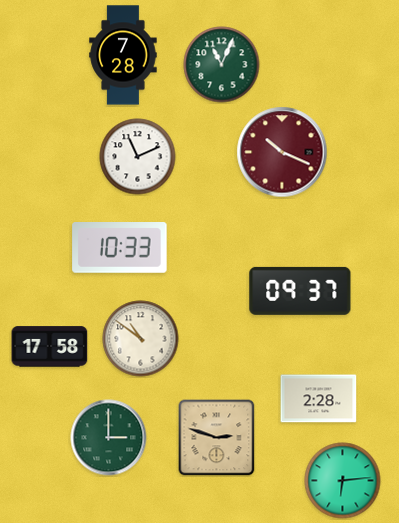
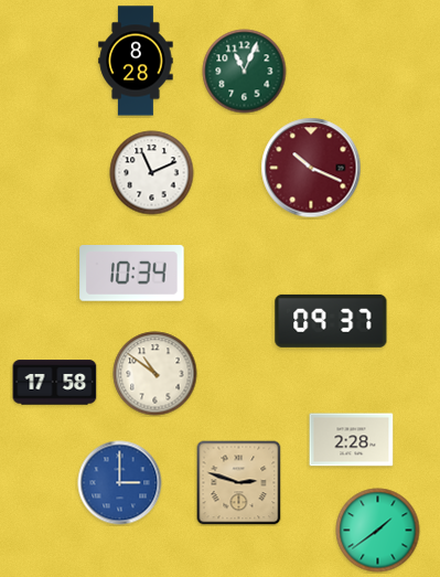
clock at (123, 55): 7:28 -> 8:28
clock at (120, 248): 10:33 -> 10:34
clock at (109, 438) dial: green -> blue
clock at (343, 481): 6:14 -> 1:39
